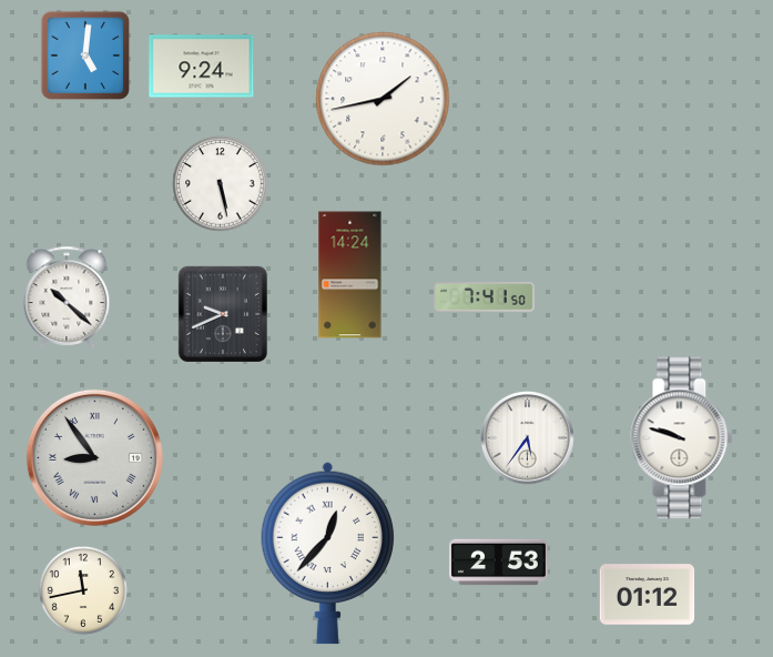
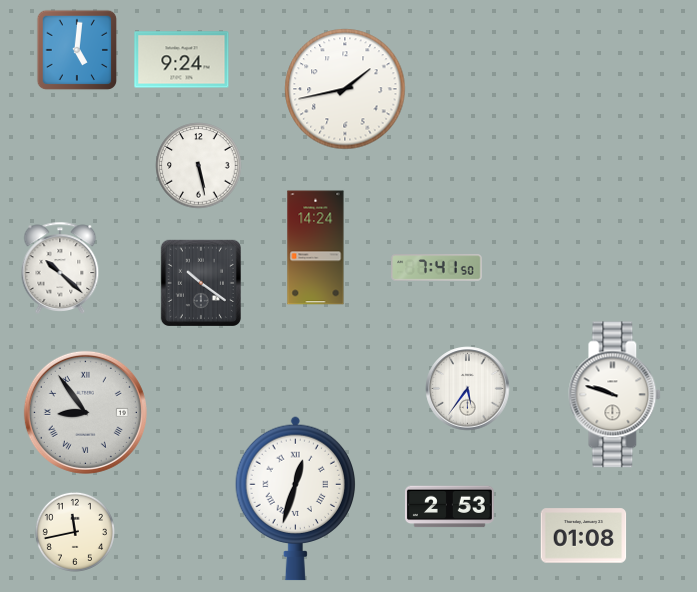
clock at (223, 314): 9:41 -> 10:21
clock at (528, 438) position: (528, 438) -> (468, 389)
clock at (328, 553): 12:37 -> 12:33
clock at (648, 595): 01:12 -> 01:08
